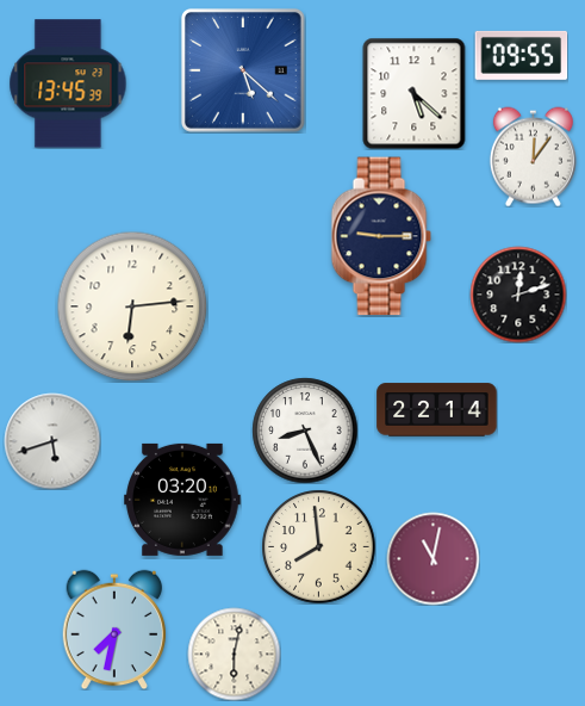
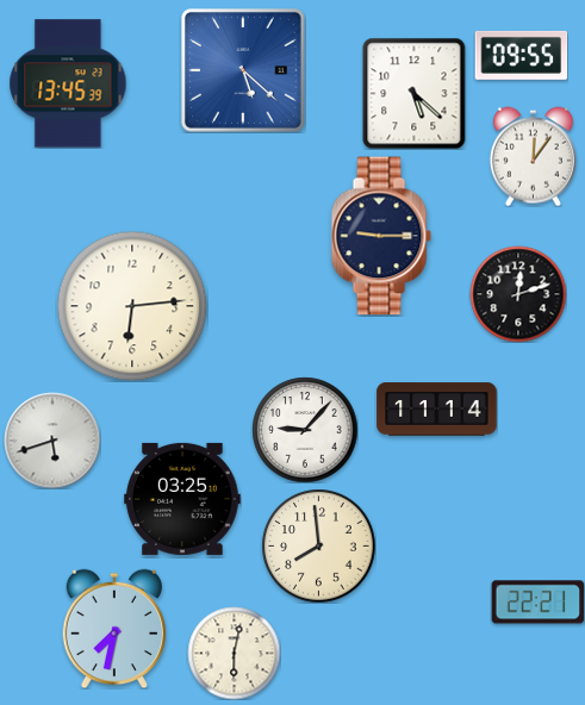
clock at (437, 410): 22:14 -> 11:14
clock at (305, 431): 8:26 -> 9:07
clock at (182, 500): 03:20 -> 03:25
clock at (432, 558): 11:02 -> none
clock at (537, 603): none -> 22:21
